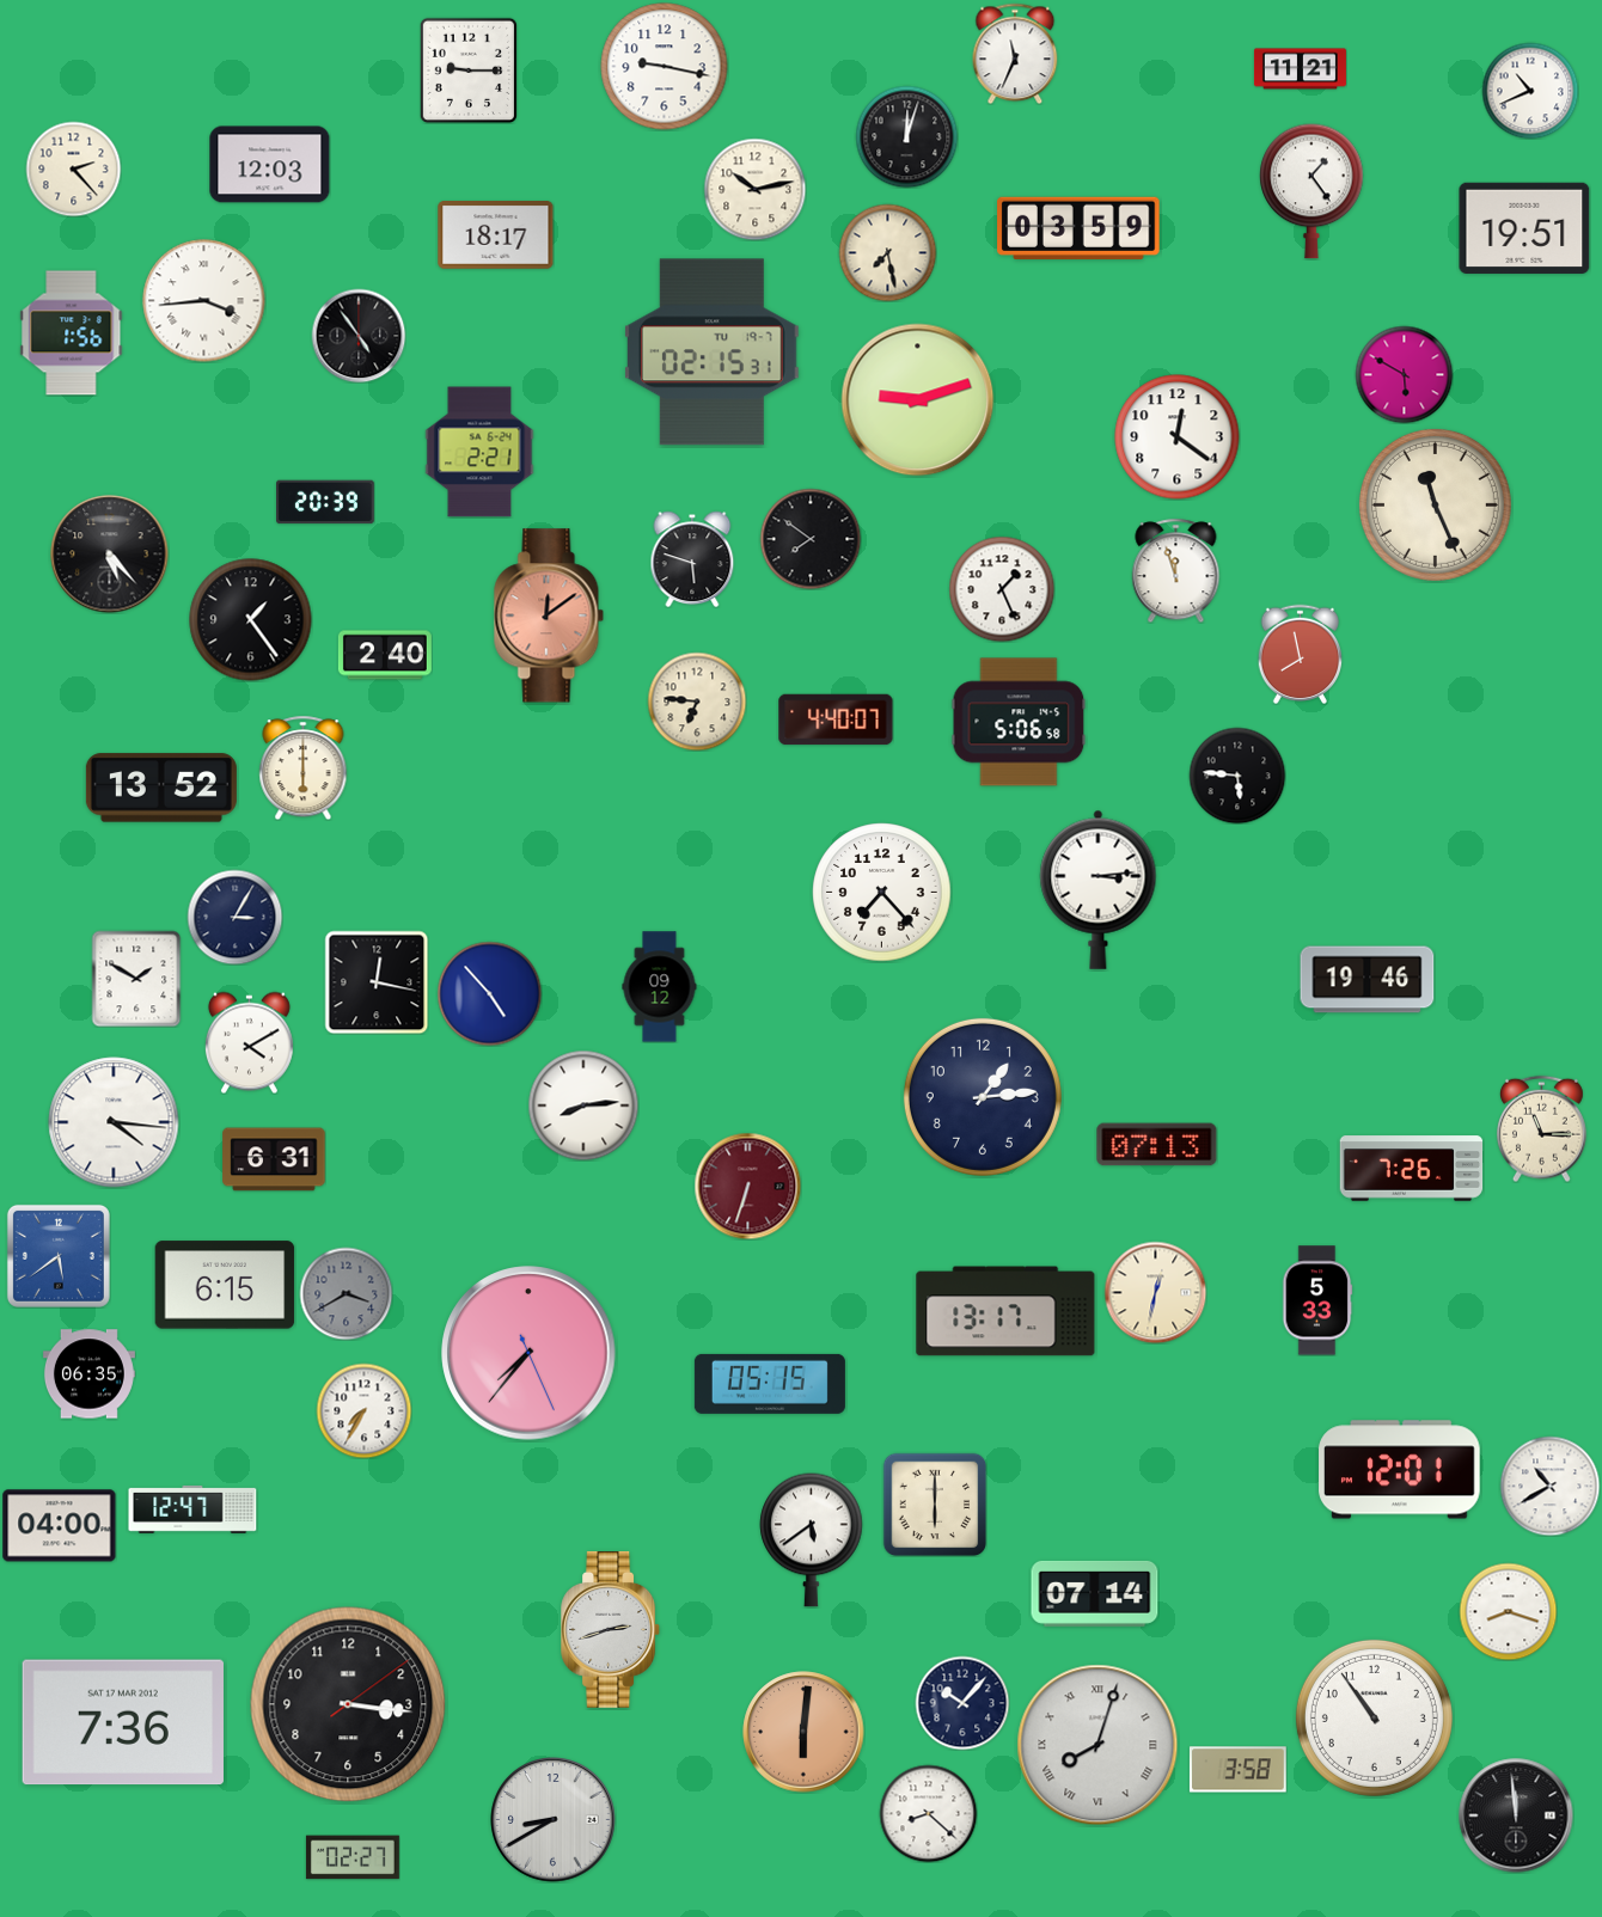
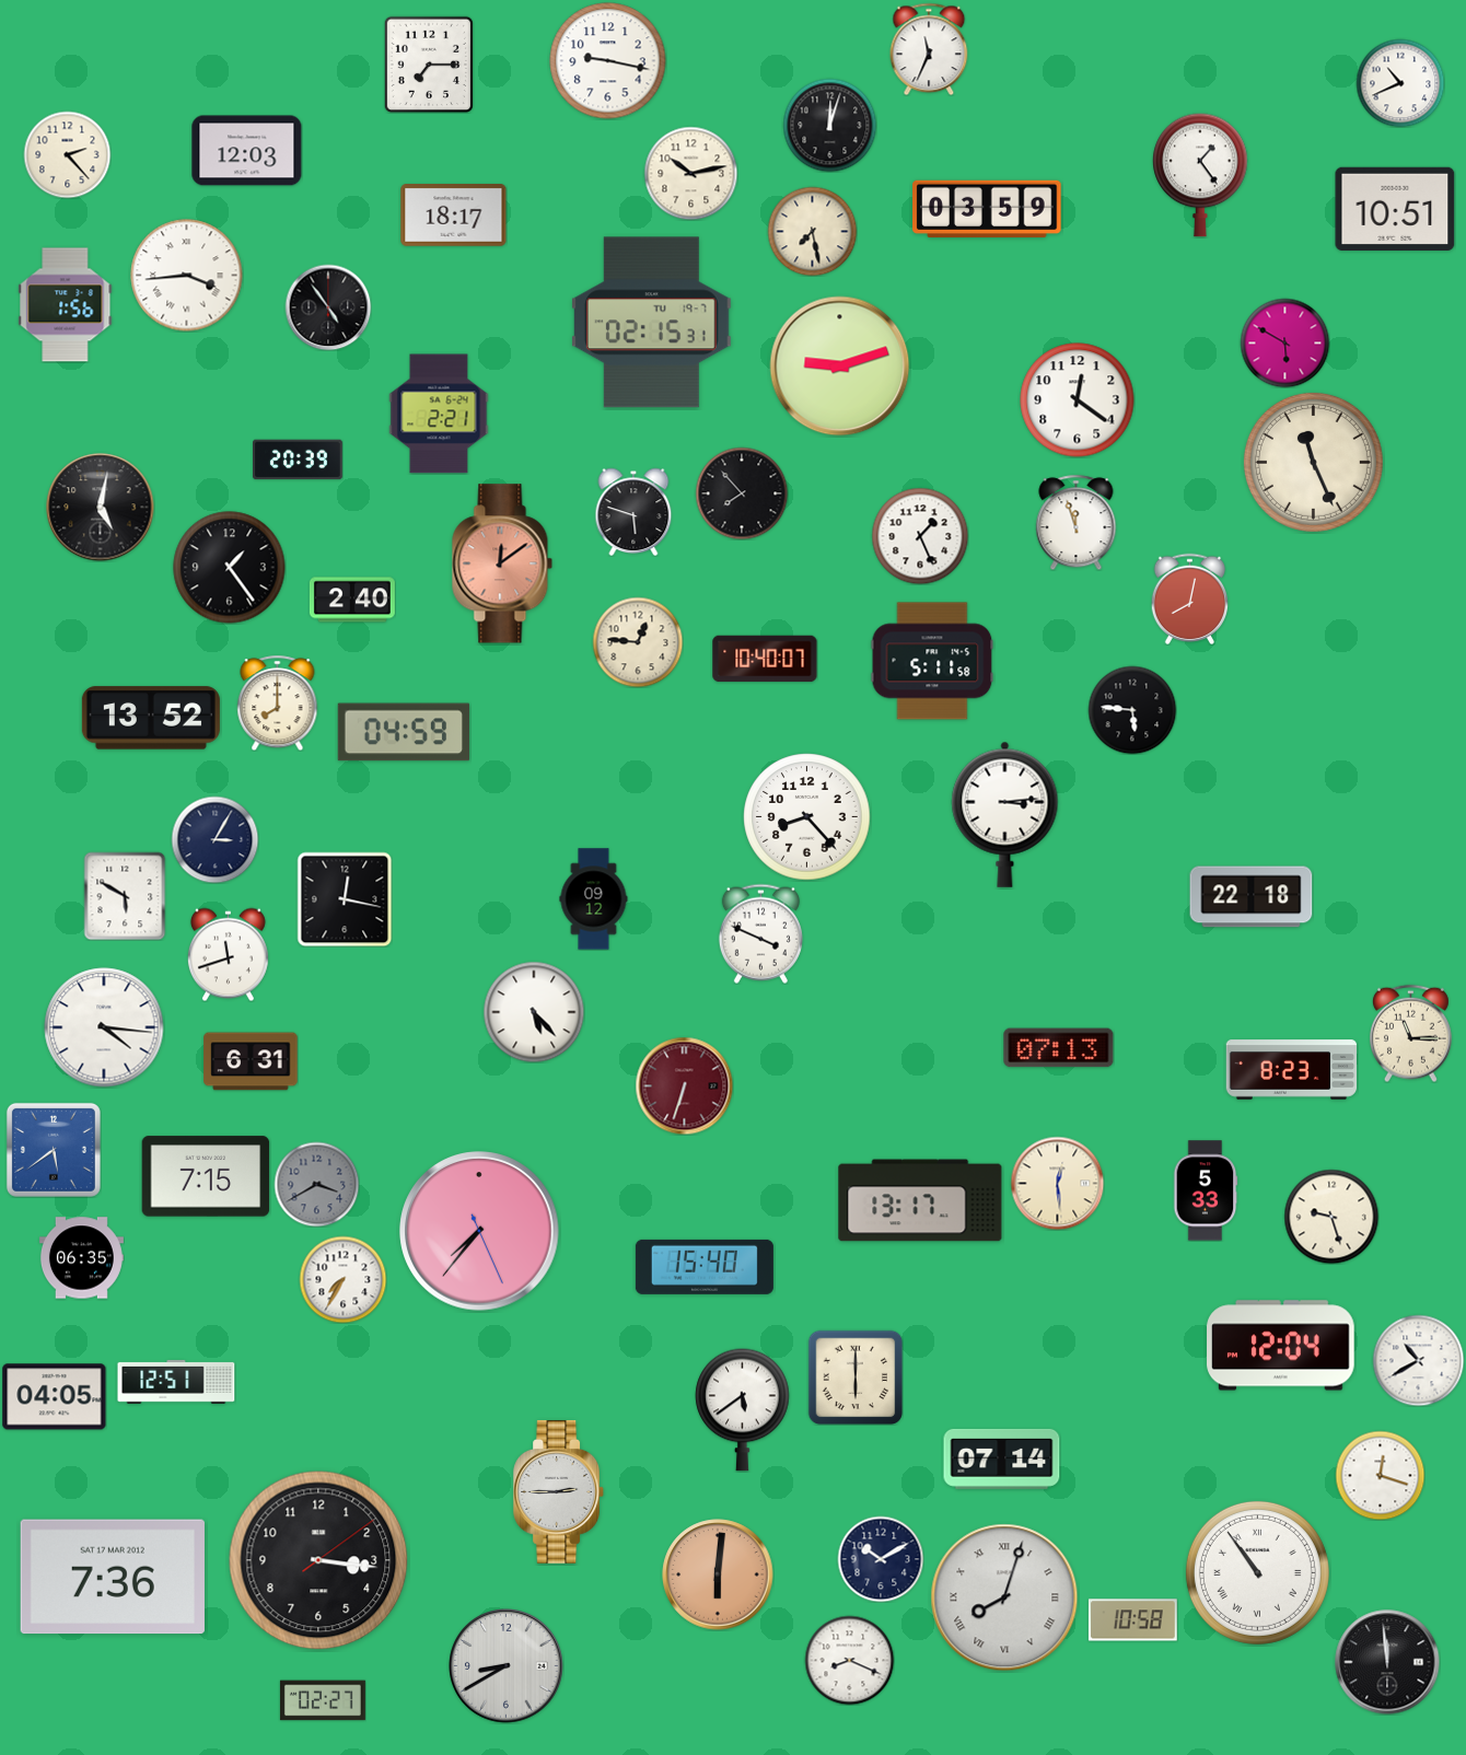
clock at (467, 69): 9:15 -> 7:15
clock at (1300, 69): 11:21 -> none
clock at (1524, 228): 19:51 -> 10:51
clock at (811, 539): 7:51 -> 7:53
clock at (110, 555): 5:23 -> 5:02
clock at (1002, 589) position: (1002, 589) -> (920, 536)
clock at (1301, 654): 7:58 -> 8:02
clock at (697, 702): 6:46 -> 12:46
clock at (836, 719): 4:40 -> 10:40
clock at (1019, 722): 5:06 -> 5:11
clock at (304, 767): 6:00 -> 8:00
clock at (161, 788) position: (161, 788) -> (151, 718)
clock at (404, 732): none -> 04:59
clock at (882, 893): 7:23 -> 8:23
clock at (136, 979): 1:50 -> 5:50
clock at (1368, 980): 19:46 -> 22:18
clock at (660, 987) position: (660, 987) -> (594, 899)
clock at (489, 993): 4:53 -> none
clock at (760, 933): none -> 3:49
clock at (249, 1042): 4:10 -> 11:42
clock at (983, 1097): 1:14 -> none
clock at (583, 1106): 8:14 -> 5:23
clock at (1412, 1169): 7:26 -> 8:23
clock at (225, 1285): 6:15 -> 7:15
clock at (1155, 1292): 12:32 -> 12:29
clock at (1331, 1217): none -> 9:27
clock at (528, 1353) position: (528, 1353) -> (479, 1231)
clock at (770, 1384): 05:15 -> 15:40
clock at (363, 1410) position: (363, 1410) -> (342, 1279)
clock at (1400, 1470): 12:01 -> 12:04
clock at (192, 1509): 12:47 -> 12:51
clock at (60, 1526): 04:00 -> 04:05
clock at (1508, 1611): 8:18 -> 12:18
clock at (611, 1629): 2:42 -> 2:45
clock at (962, 1703): 10:07 -> 10:10
clock at (1374, 1717) numerals: Arabic -> Roman
clock at (803, 1732) position: (803, 1732) -> (718, 1574)
clock at (1237, 1770): 3:58 -> 10:58
clock at (928, 1813): 8:22 -> 8:19
